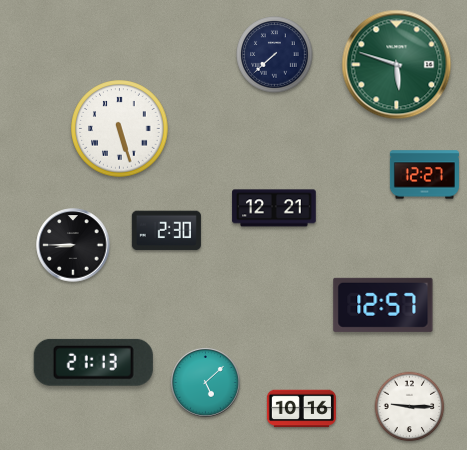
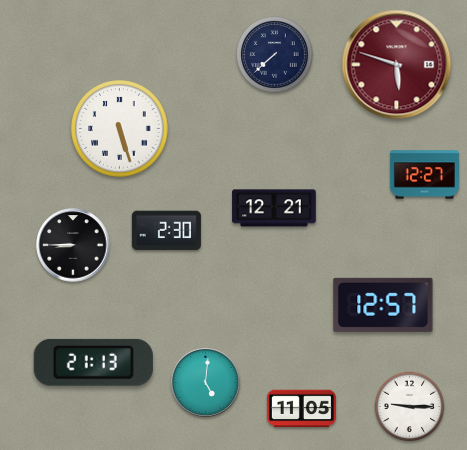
clock at (397, 65) dial: green -> burgundy
clock at (205, 382): 5:08 -> 5:01
clock at (301, 409): 10:16 -> 11:05
